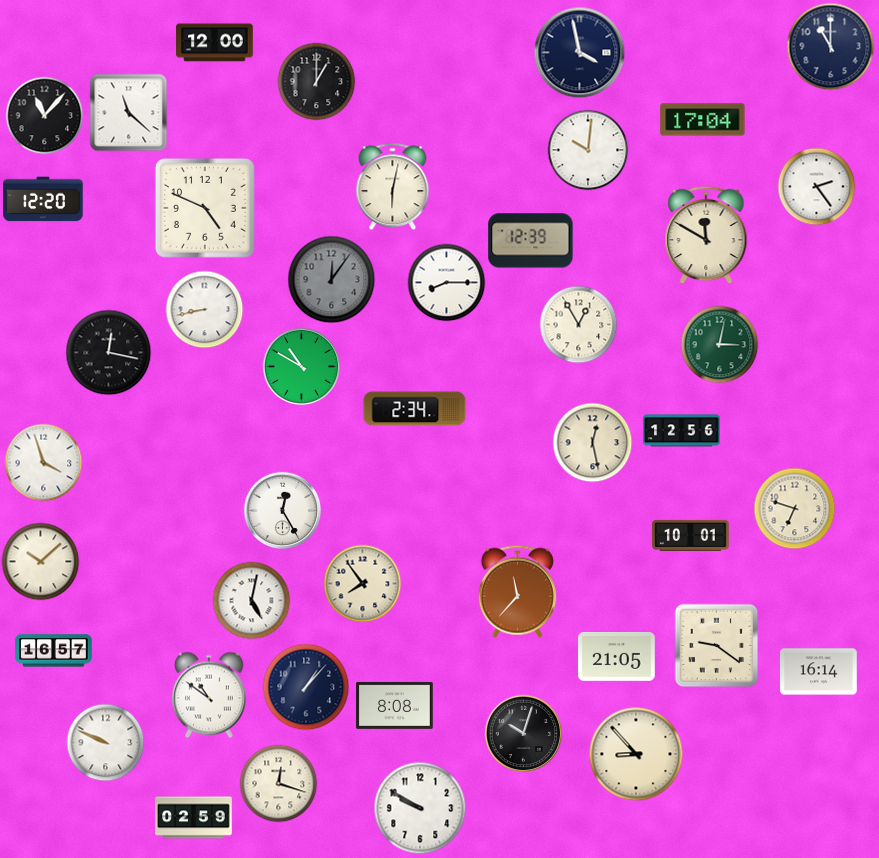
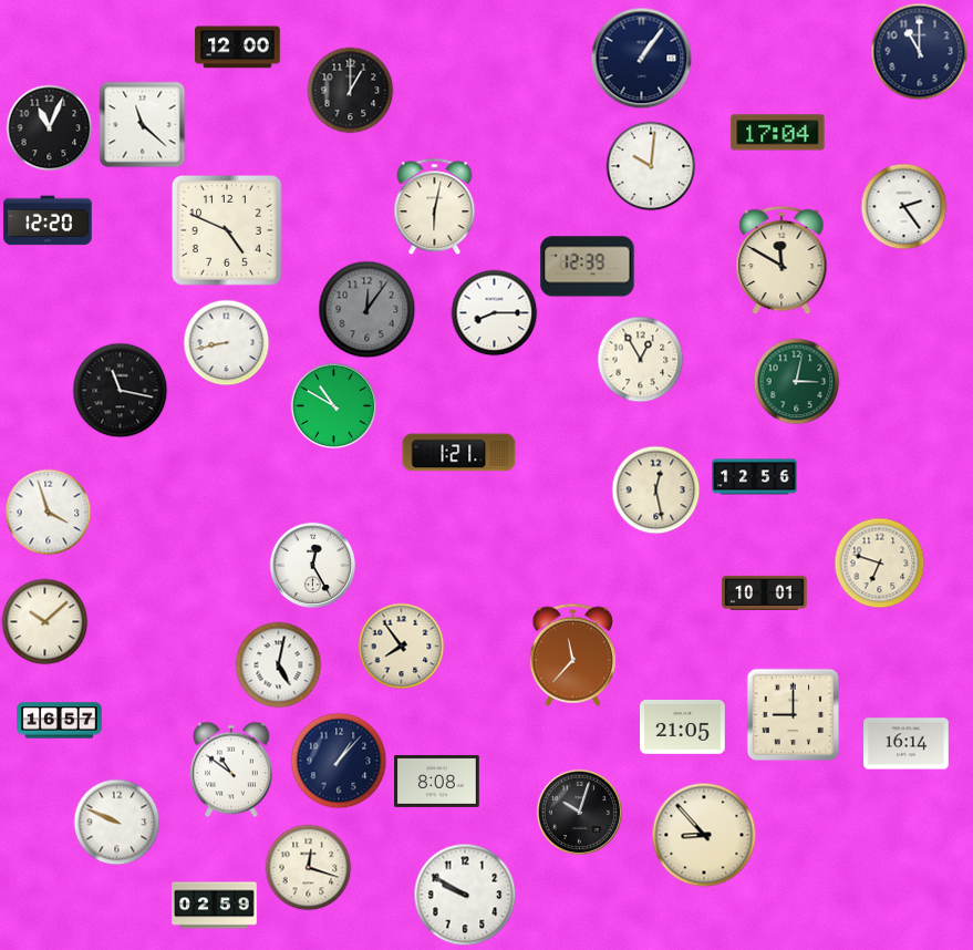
clock at (579, 52): 3:58 -> 1:06
clock at (44, 115): 11:07 -> 11:04
clock at (108, 352): 12:17 -> 11:17
clock at (415, 409): 2:34 -> 1:21
clock at (716, 645): 9:21 -> 9:00
